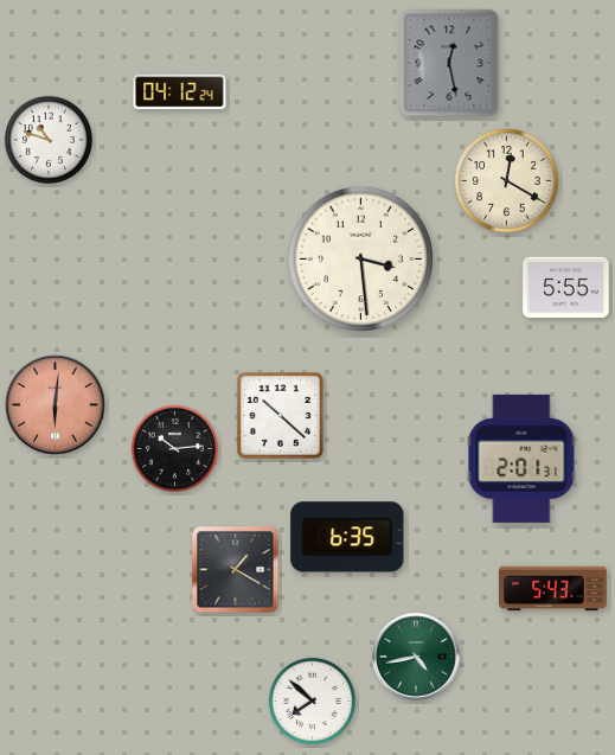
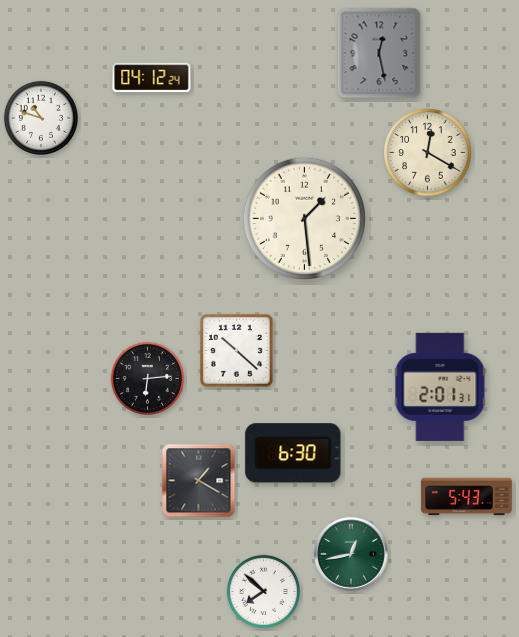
clock at (360, 258): 3:29 -> 1:29
clock at (566, 288): 5:55 -> none
clock at (56, 405): 6:01 -> none
clock at (174, 448): 10:14 -> 6:14
clock at (347, 537): 6:35 -> 6:30
clock at (416, 657): 4:43 -> 12:43
